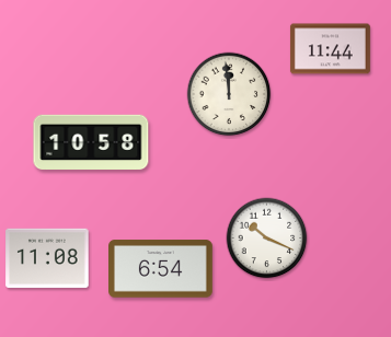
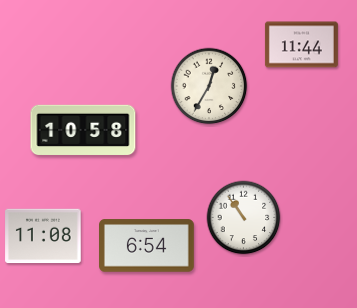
clock at (229, 94): 11:59 -> 12:35
clock at (267, 239): 10:19 -> 10:54
